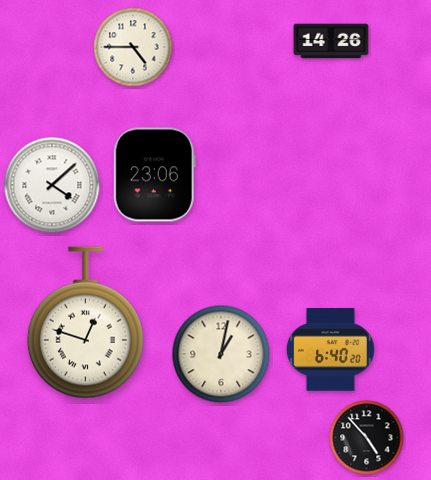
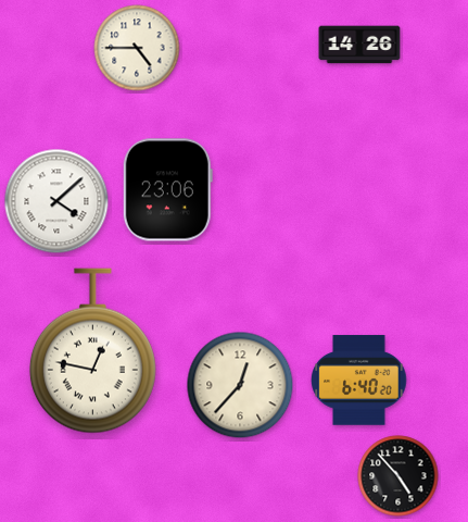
clock at (133, 47) position: (133, 47) -> (137, 48)
clock at (85, 323): 12:48 -> 12:47
clock at (221, 354): 1:02 -> 12:37
